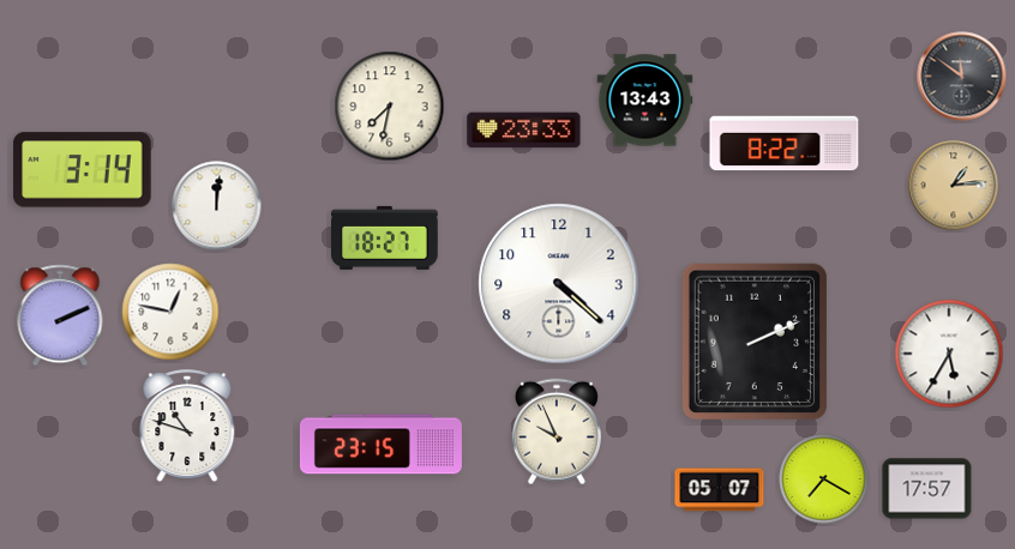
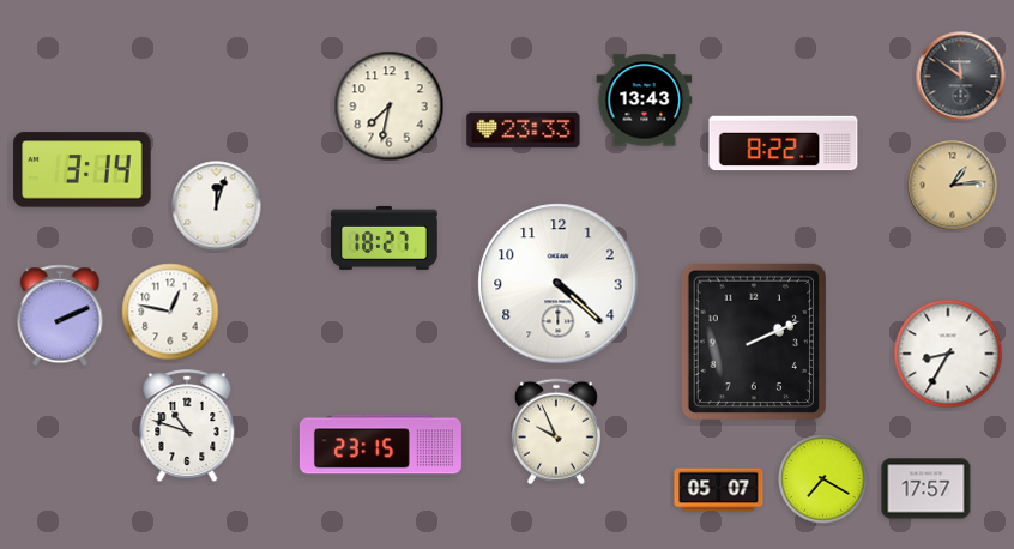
clock at (217, 206): 12:01 -> 12:03
clock at (949, 354): 5:35 -> 8:35
